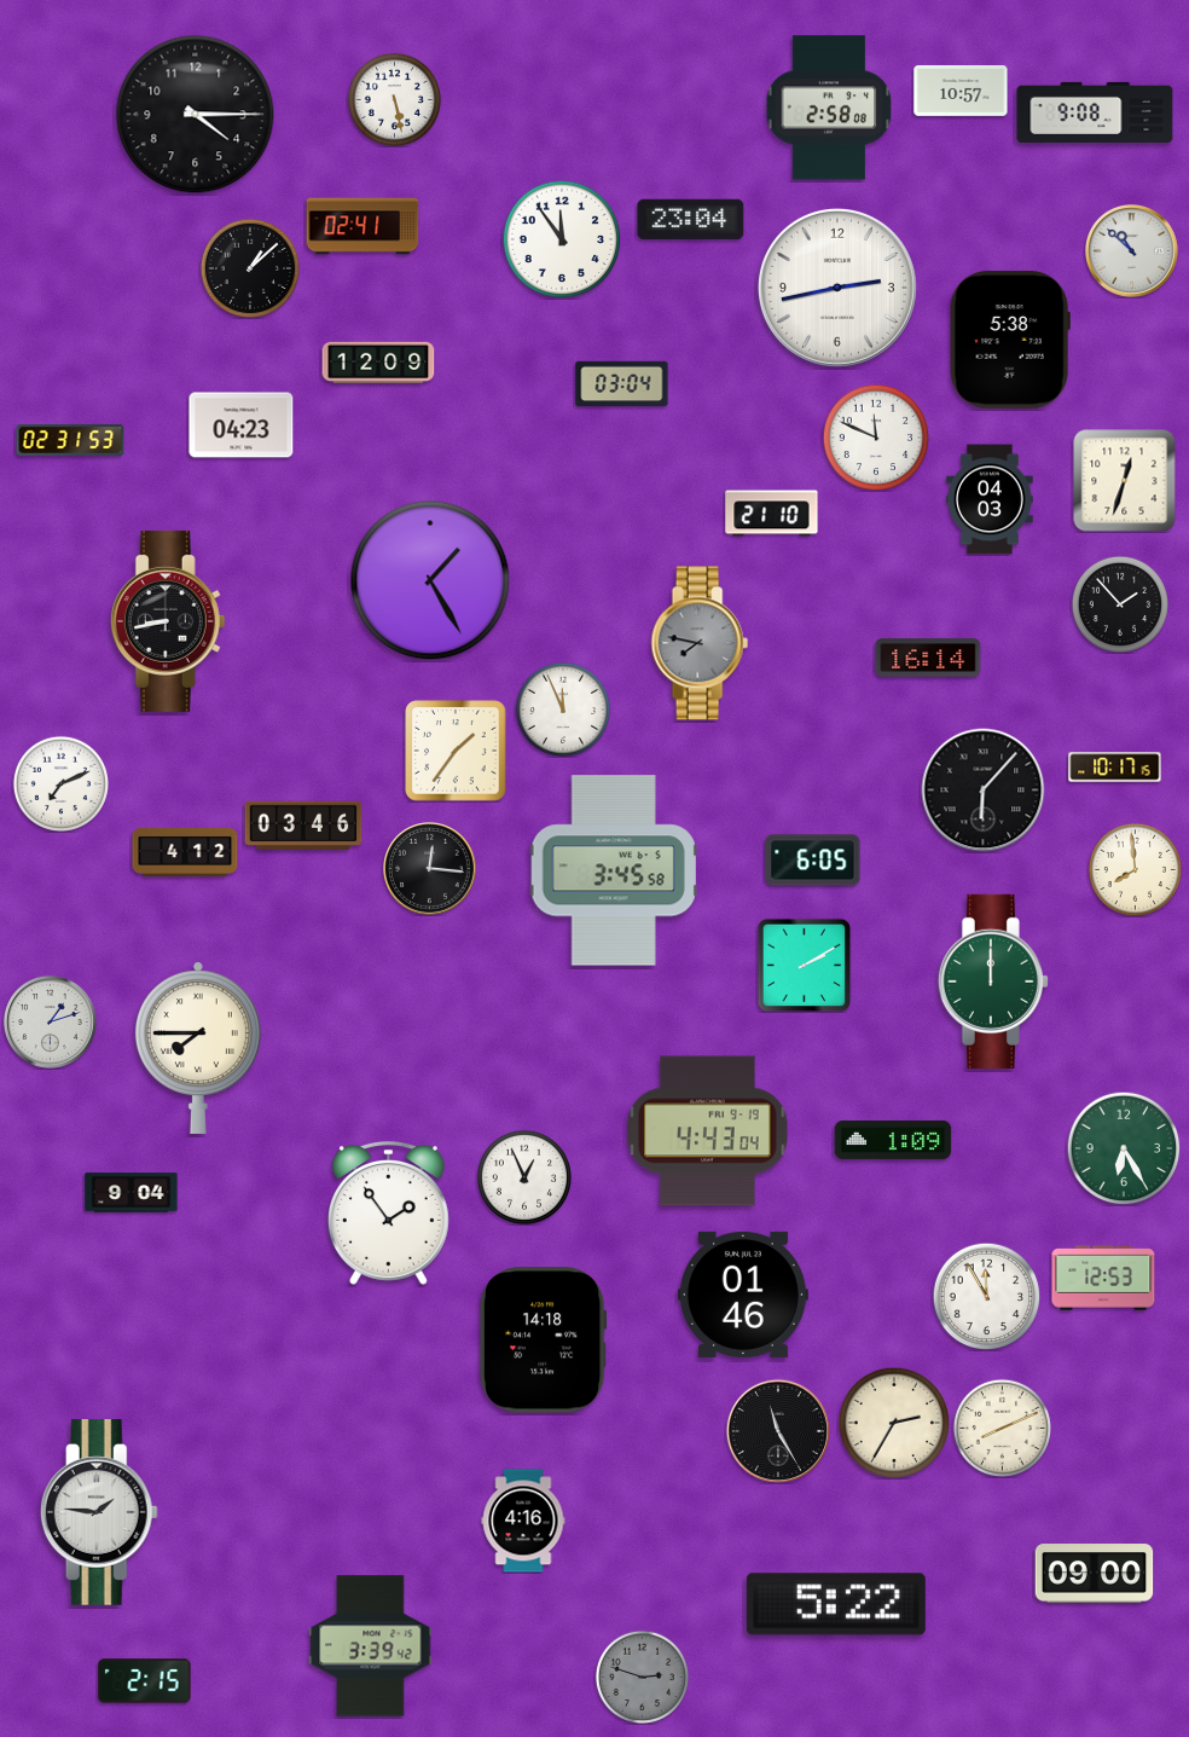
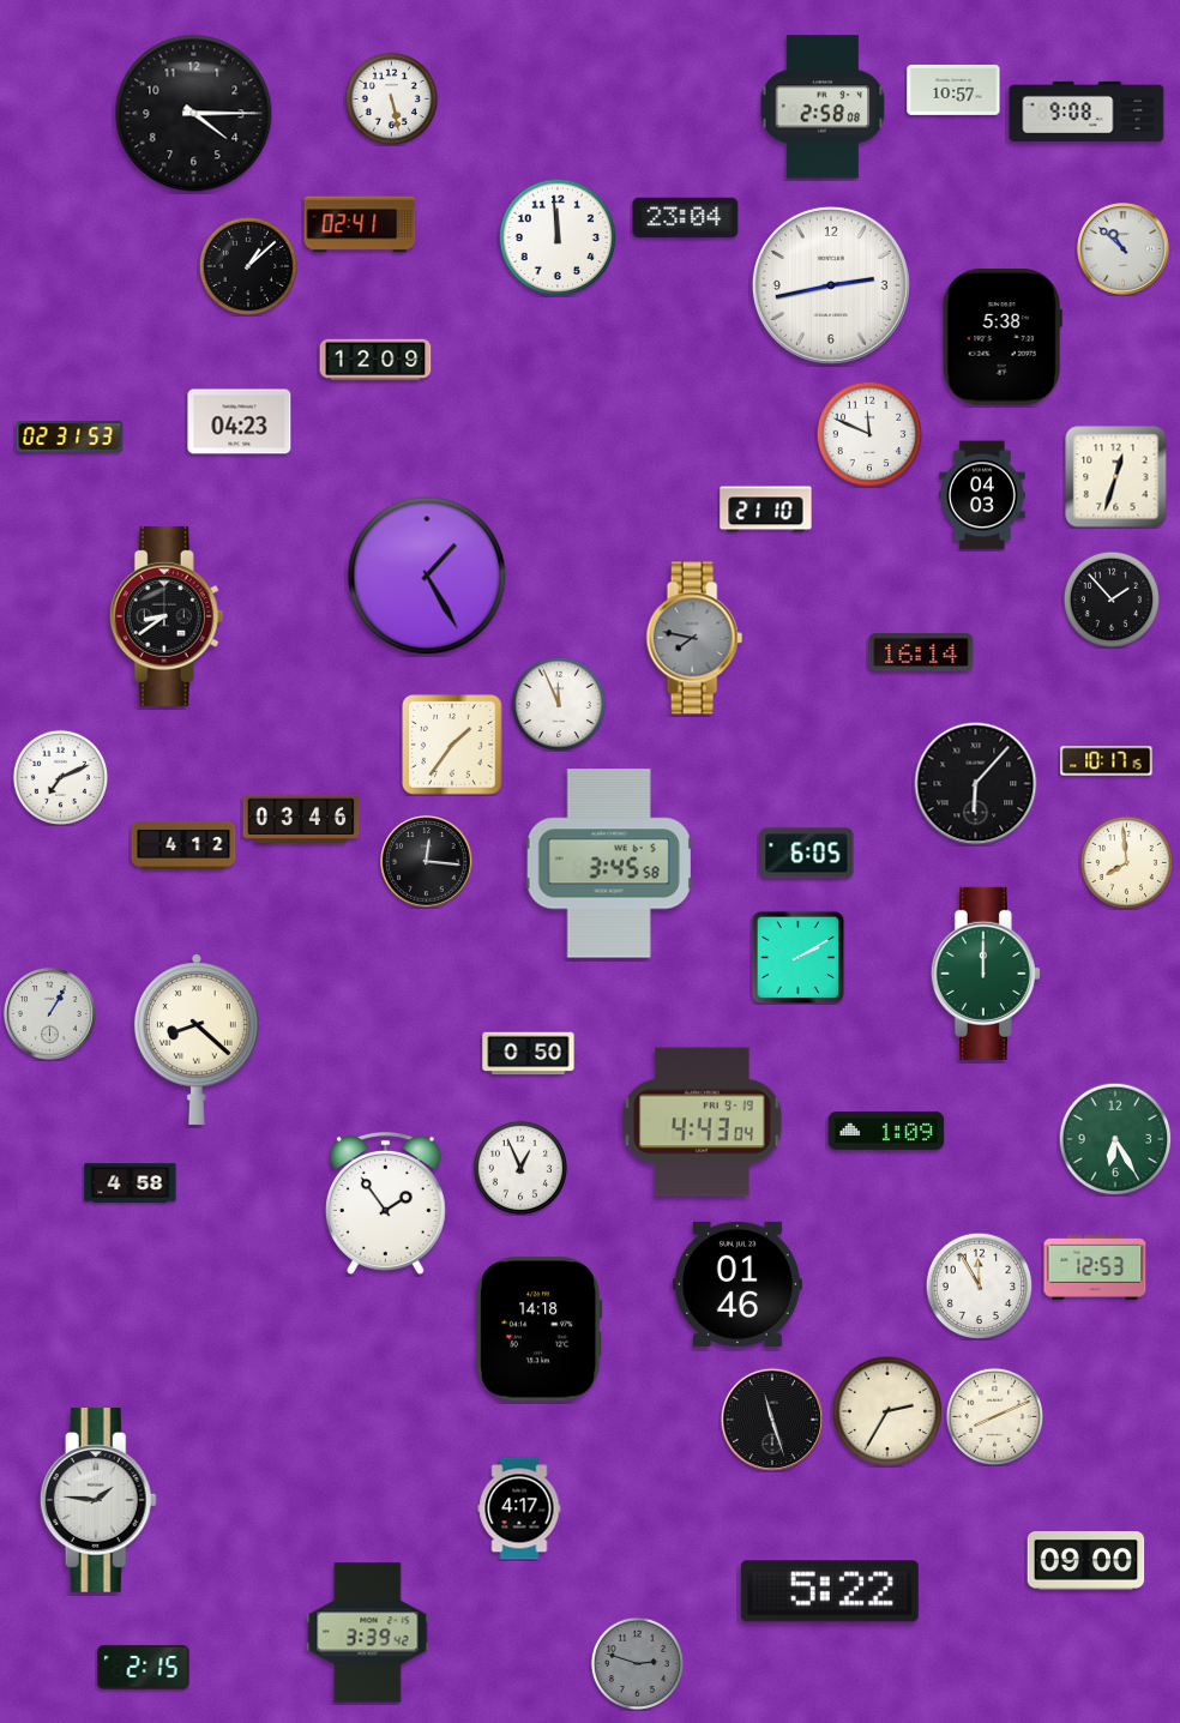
clock at (562, 239): 11:54 -> 11:59
clock at (622, 384): 03:04 -> none
clock at (168, 621): 8:43 -> 8:39
clock at (51, 1023): 1:12 -> 1:05
clock at (198, 1048): 7:45 -> 8:22
clock at (529, 1054): none -> 0:50
clock at (132, 1193): 9:04 -> 4:58
clock at (778, 1431): 11:25 -> 11:27
clock at (523, 1521): 4:16 -> 4:17
